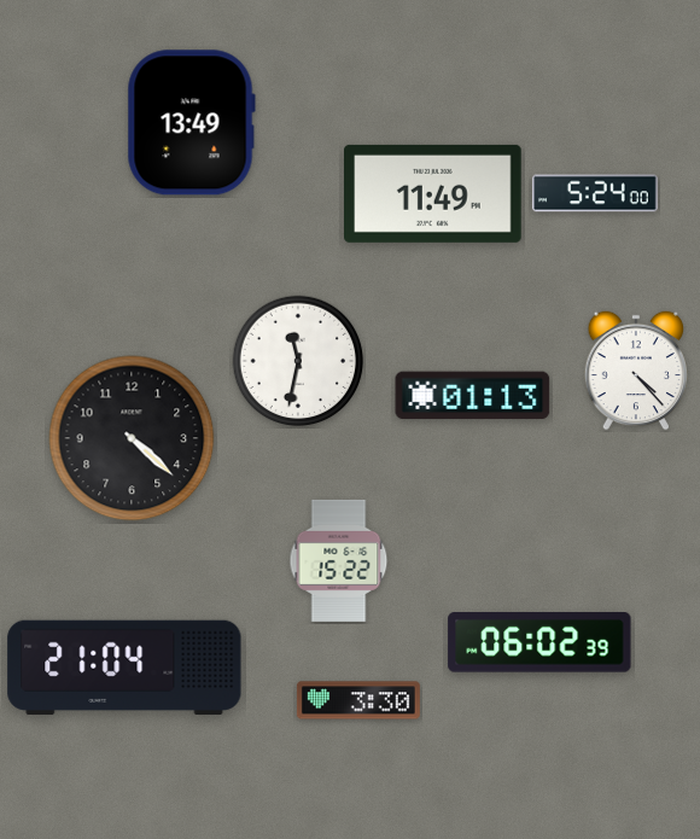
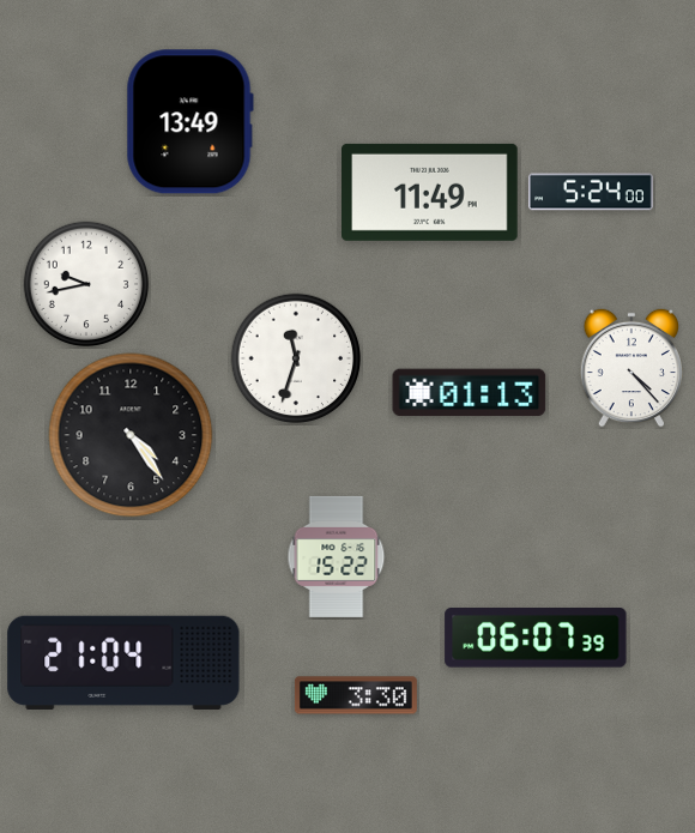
clock at (86, 284): none -> 9:43
clock at (298, 361): 11:32 -> 11:33
clock at (132, 438): 4:22 -> 4:24
clock at (539, 643): 06:02 -> 06:07
